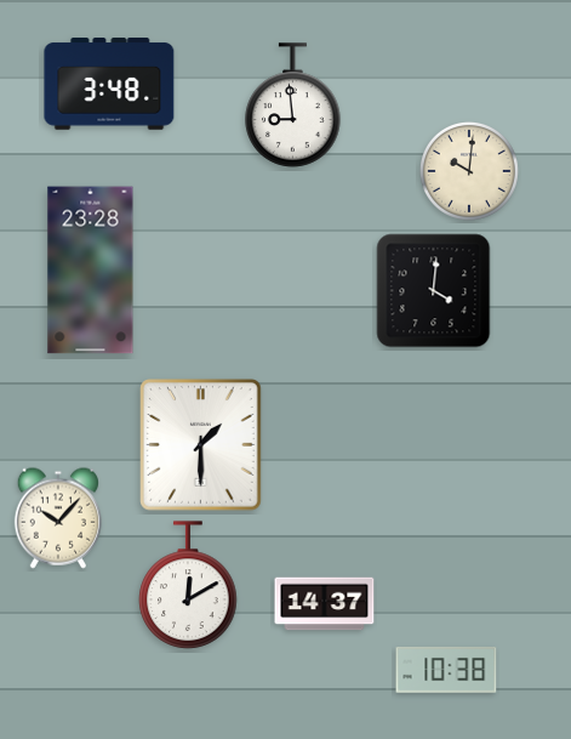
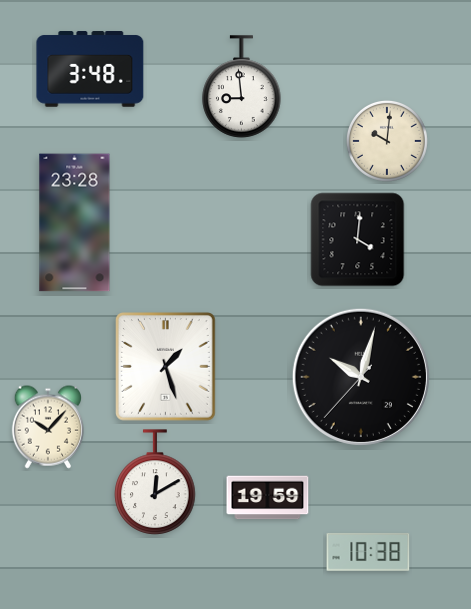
clock at (201, 445): 1:30 -> 1:27
clock at (361, 377): none -> 10:02
clock at (325, 604): 14:37 -> 19:59
